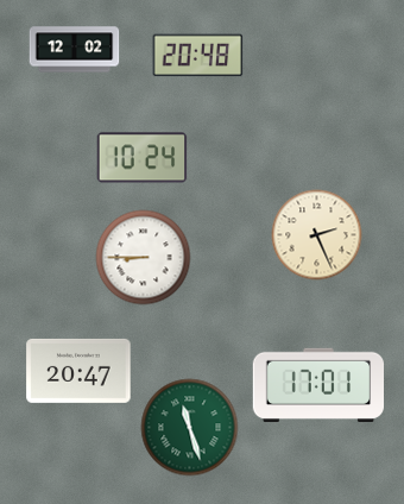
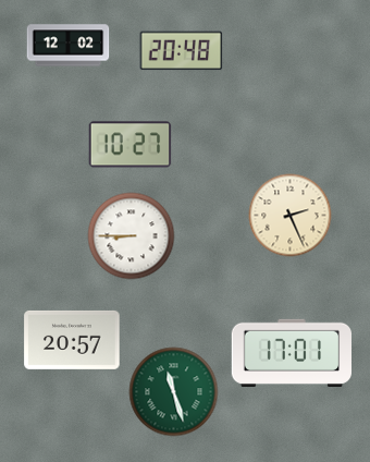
clock at (143, 158): 10:24 -> 10:27
clock at (78, 371): 20:47 -> 20:57
